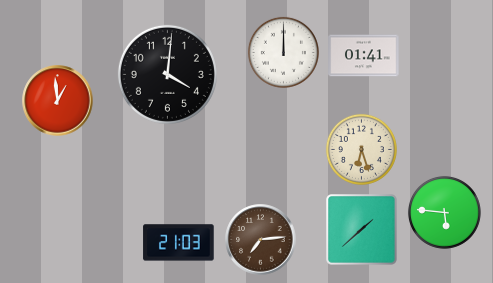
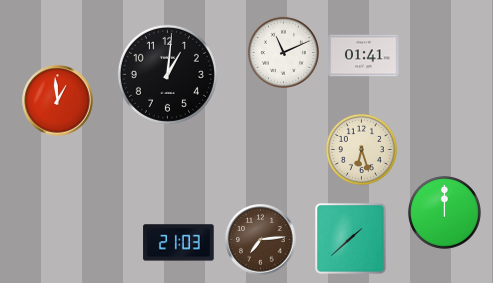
clock at (283, 52): 12:00 -> 11:11
clock at (167, 74): 4:01 -> 1:01
clock at (444, 212): 5:46 -> 12:00
clock at (362, 230) position: (362, 230) -> (351, 239)
